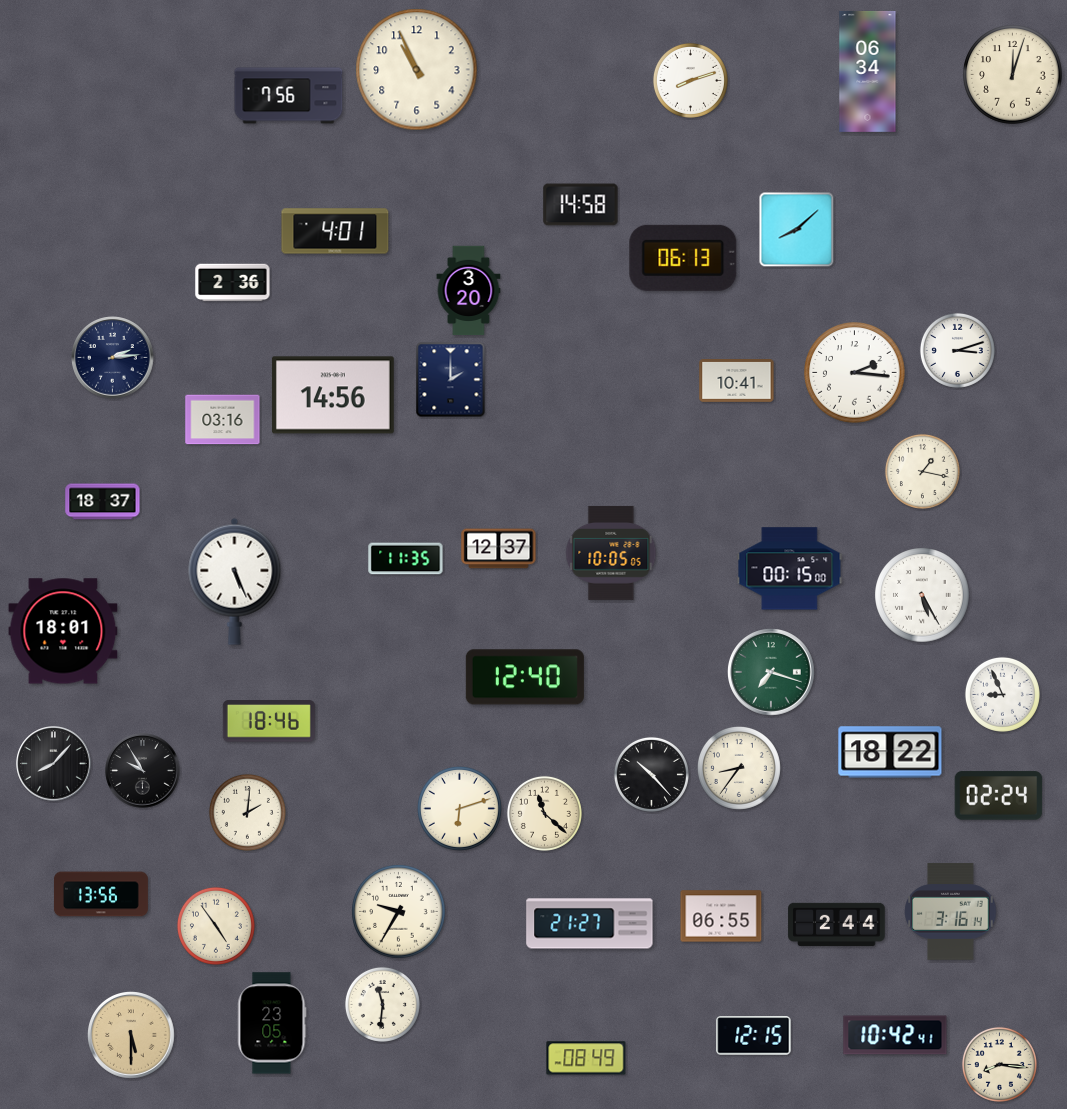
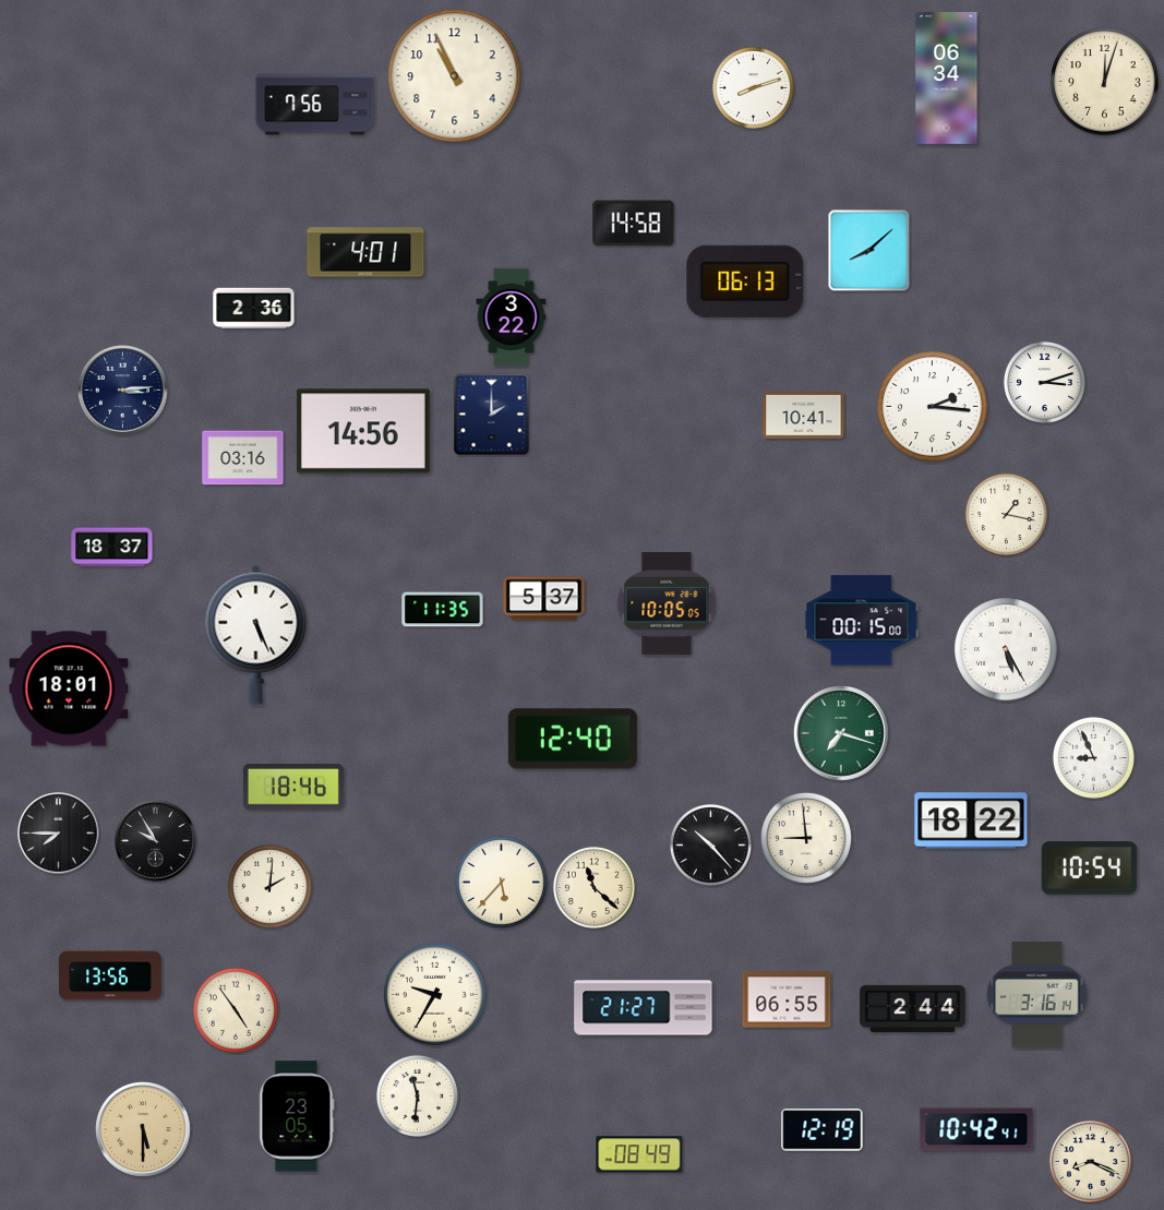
clock at (469, 291): 3:20 -> 3:22
clock at (113, 358): 2:14 -> 3:14
clock at (499, 549): 12:37 -> 5:37
clock at (54, 764): 8:07 -> 7:45
clock at (739, 768): 8:36 -> 8:59
clock at (999, 796): 02:24 -> 10:54
clock at (459, 808): 6:12 -> 5:37
clock at (754, 1036): 12:15 -> 12:19
clock at (999, 1064): 8:16 -> 8:19
